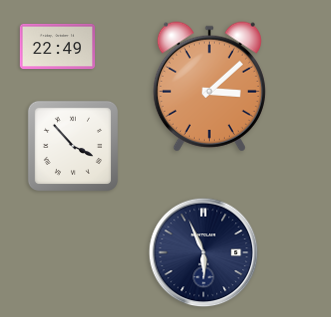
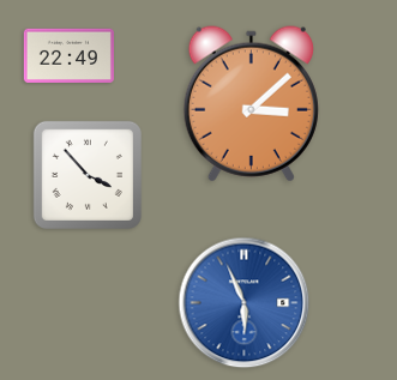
clock at (204, 253) dial: navy -> blue
